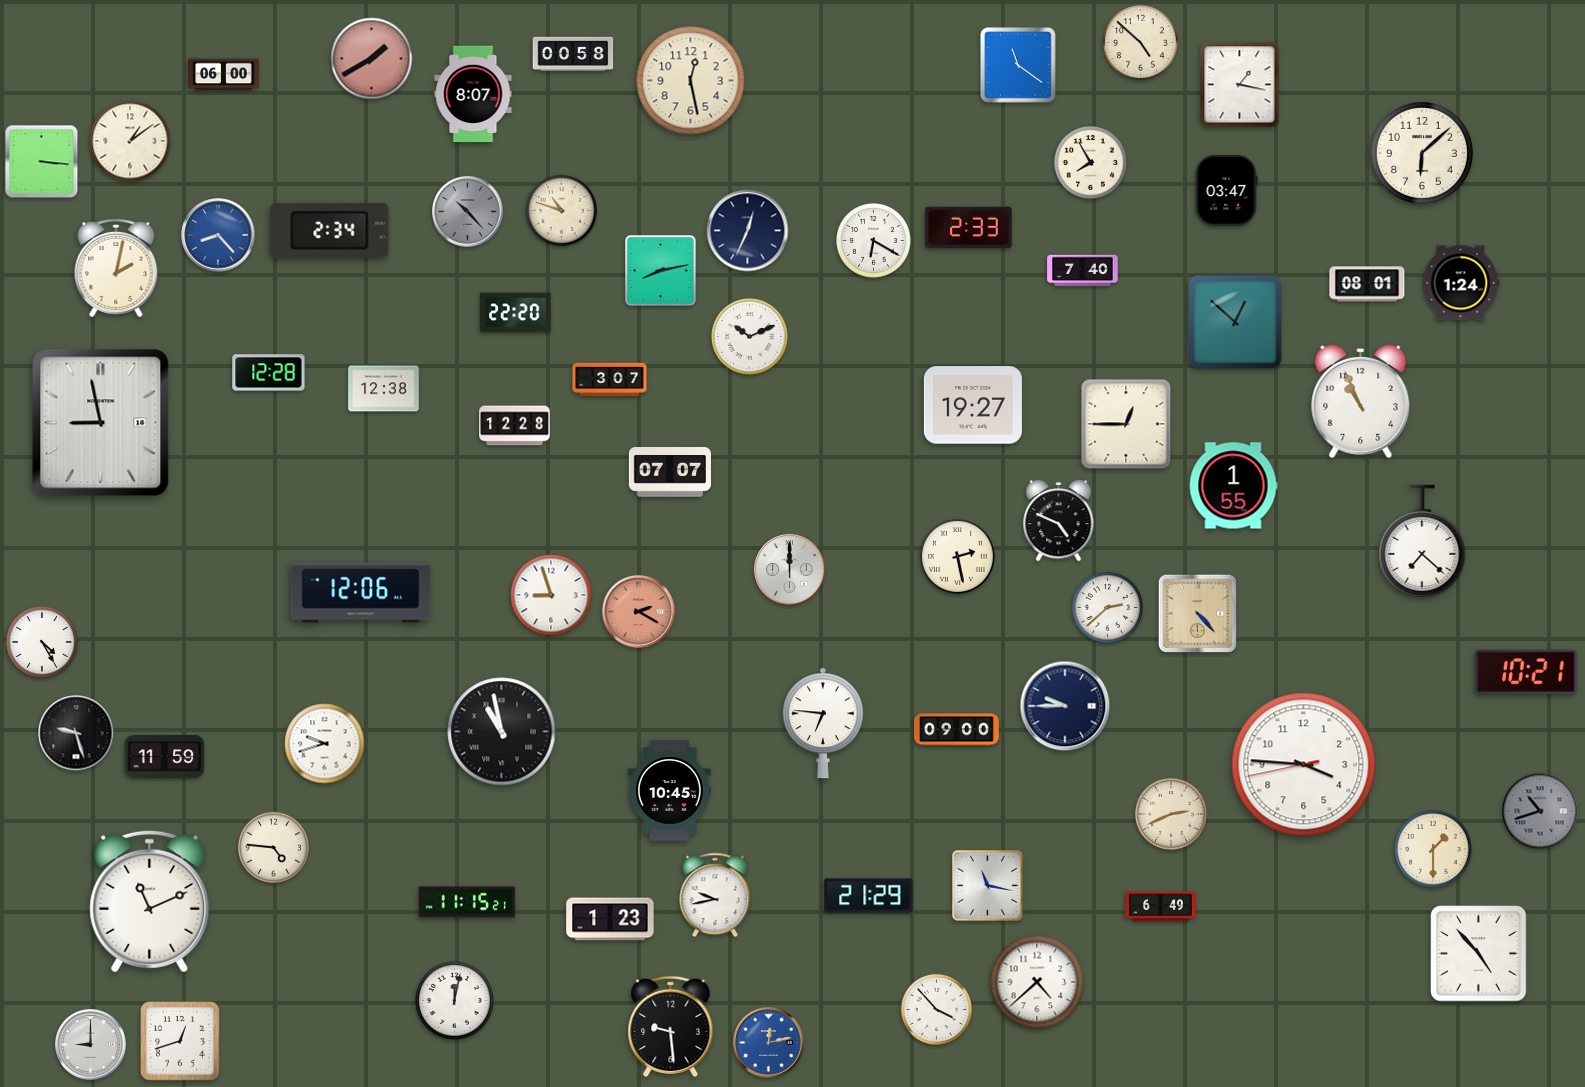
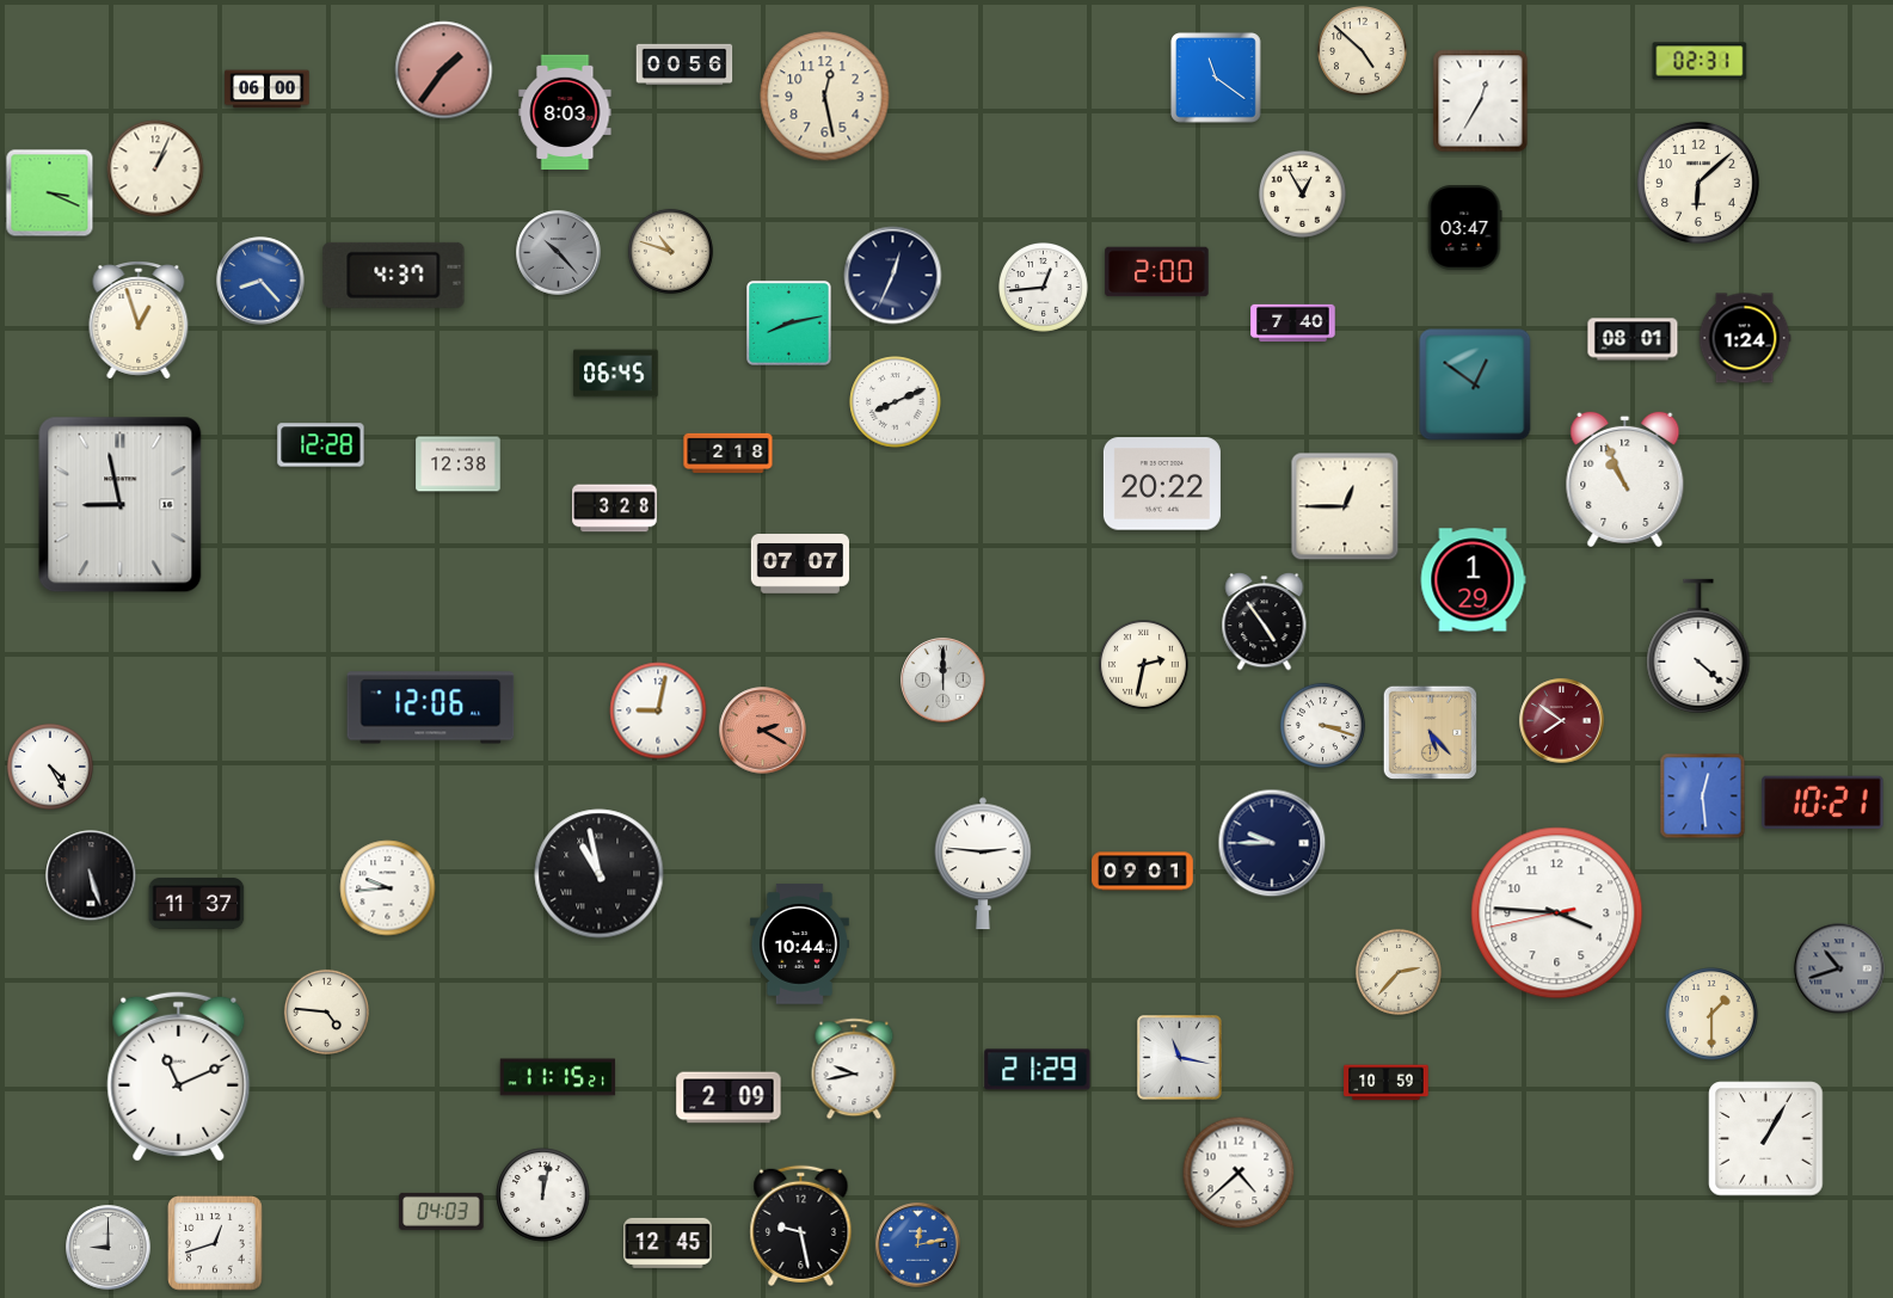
clock at (1700, 61): none -> 02:31
clock at (573, 53): 00:58 -> 00:56
clock at (372, 59): 1:40 -> 1:36
clock at (1240, 85): 1:17 -> 12:35
clock at (473, 94): 8:07 -> 8:03
clock at (130, 141): 1:09 -> 1:04
clock at (42, 162): 3:16 -> 3:19
clock at (1090, 162): 7:55 -> 12:55
clock at (969, 228): 2:33 -> 2:00
clock at (330, 230): 2:34 -> 4:37
clock at (874, 241): 6:20 -> 12:44
clock at (116, 269): 2:02 -> 12:57
clock at (516, 313): 22:20 -> 06:45
clock at (1235, 322): 12:52 -> 12:51
clock at (750, 337): 10:11 -> 8:11
clock at (610, 380): 3:07 -> 2:18
clock at (973, 405): 19:27 -> 20:22
clock at (515, 426): 12:28 -> 3:28
clock at (1233, 486): 1:55 -> 1:29
clock at (1059, 521): 4:49 -> 4:54
clock at (1422, 541): 7:22 -> 4:22
clock at (958, 557): 2:28 -> 2:32
clock at (551, 595): 8:57 -> 9:02
clock at (1562, 721): none -> 7:51
clock at (1107, 607): 2:38 -> 3:18
clock at (1197, 613): 4:23 -> 5:23
clock at (1703, 796): none -> 12:29
clock at (824, 723): 6:46 -> 2:46
clock at (957, 730): 09:00 -> 09:01
clock at (76, 733): 9:27 -> 5:27
clock at (325, 744): 9:42 -> 9:44
clock at (165, 757): 11:59 -> 11:37
clock at (669, 791): 10:45 -> 10:44
clock at (1171, 814): 2:41 -> 2:37
clock at (1161, 907): 6:49 -> 10:59
clock at (610, 919): 1:23 -> 2:09
clock at (1479, 954): 4:53 -> 1:05
clock at (936, 1009): 3:53 -> none
clock at (442, 1211): none -> 04:03
clock at (671, 1026): 9:29 -> 9:28
clock at (668, 1243): none -> 12:45
